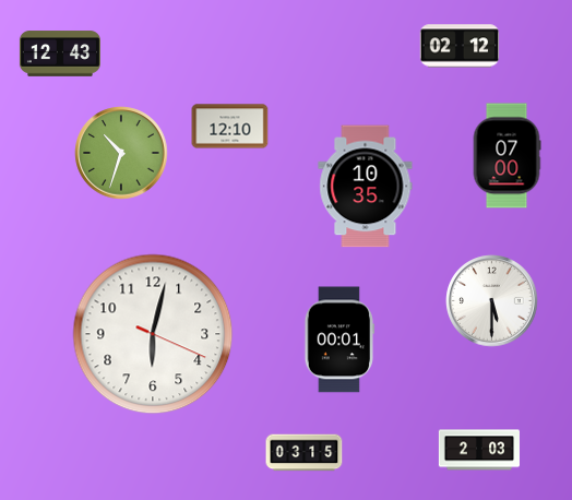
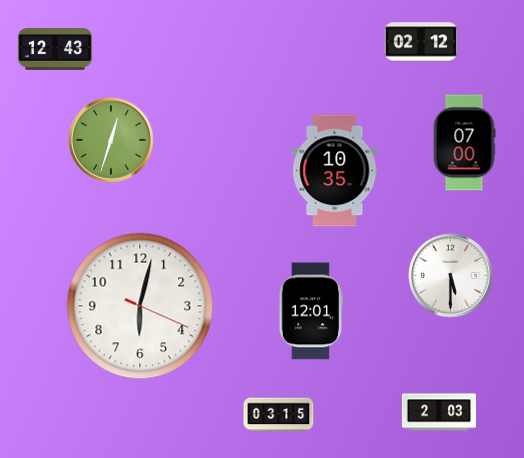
clock at (230, 127): 12:10 -> none
clock at (121, 153): 10:33 -> 12:33
clock at (338, 340): 00:01 -> 12:01
